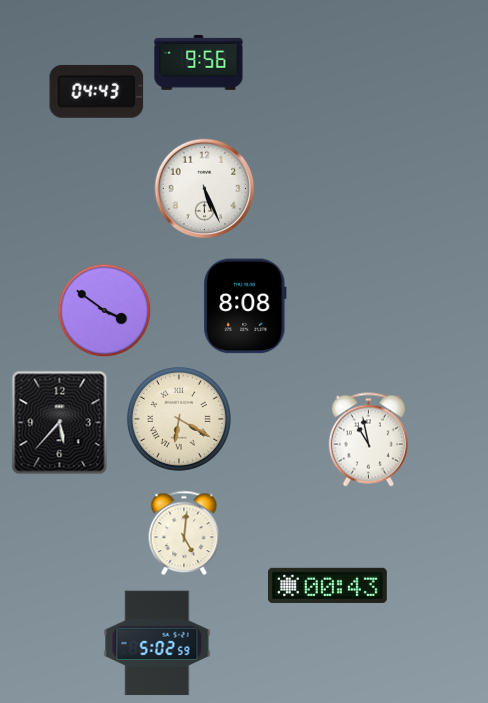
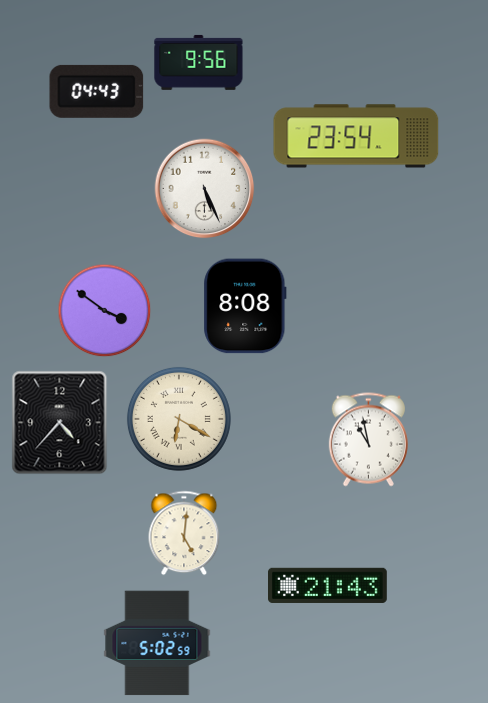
clock at (356, 136): none -> 23:54
clock at (60, 423): 5:37 -> 4:37
clock at (328, 585): 00:43 -> 21:43
